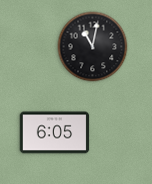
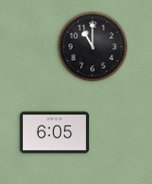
clock at (93, 47): 11:02 -> 11:00
